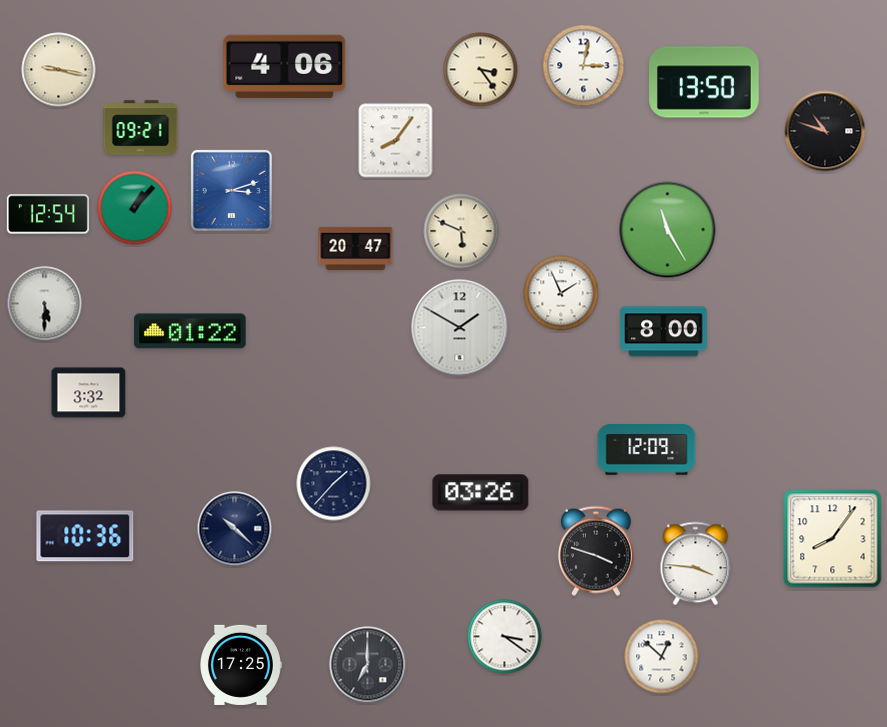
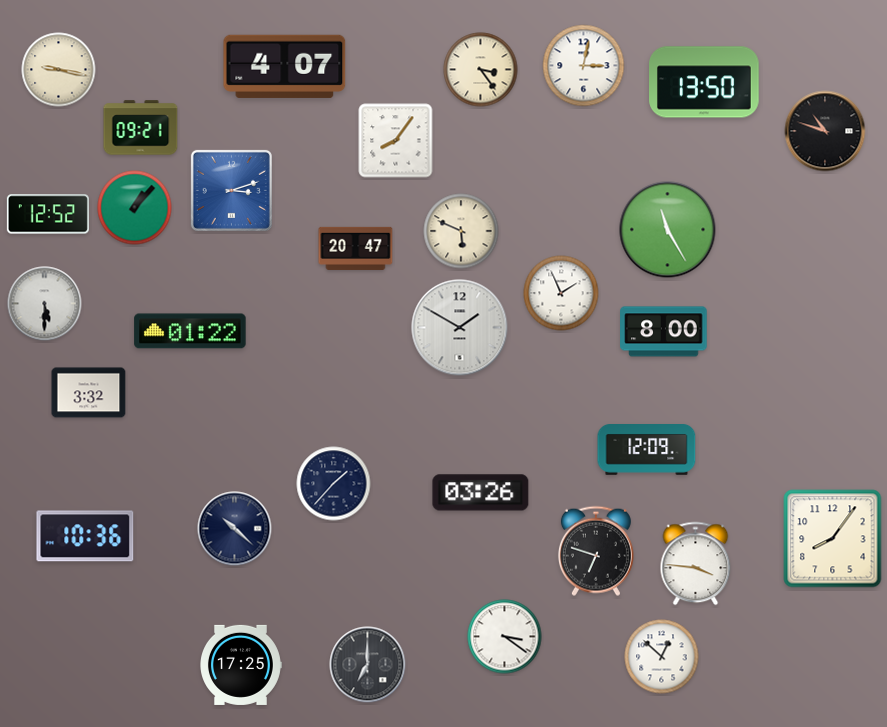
clock at (285, 66): 4:06 -> 4:07
clock at (48, 214): 12:54 -> 12:52
clock at (596, 551): 3:48 -> 6:48
